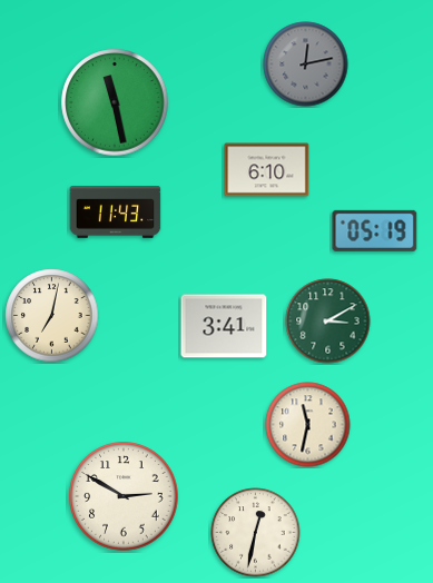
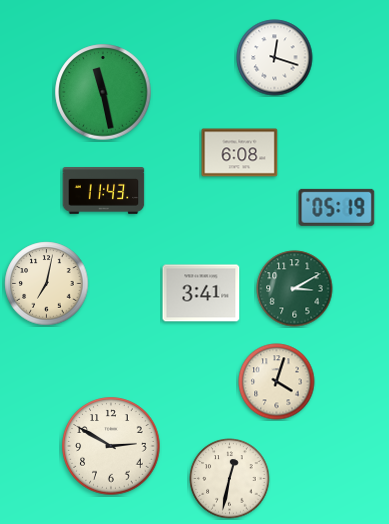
clock at (306, 65): 12:13 -> 12:18
clock at (306, 65) dial: grey -> white
clock at (267, 170): 6:10 -> 6:08
clock at (308, 425): 11:32 -> 4:03
